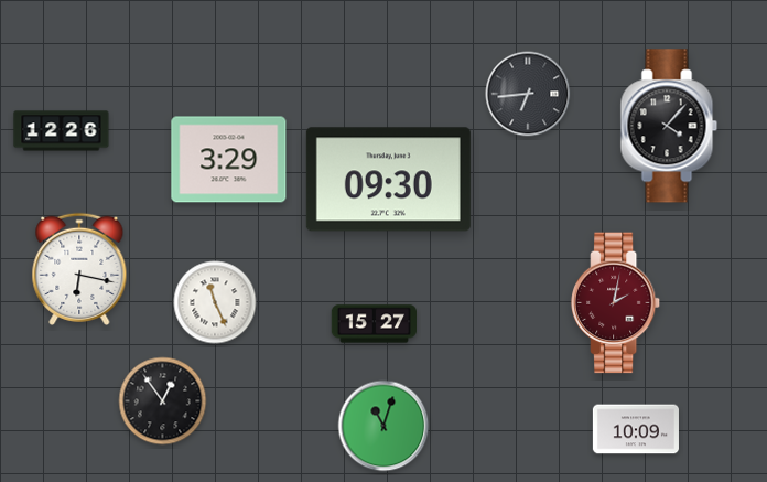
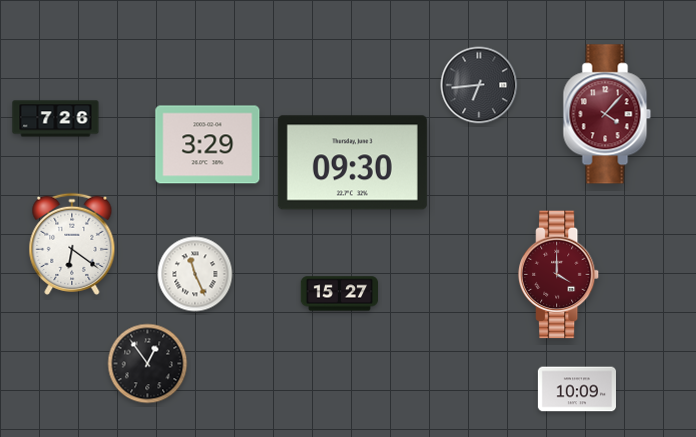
clock at (669, 126) dial: black -> burgundy
clock at (62, 131): 12:26 -> 7:26
clock at (79, 269): 6:17 -> 6:21
clock at (616, 303): 2:02 -> 4:00
clock at (383, 426): 11:03 -> none
